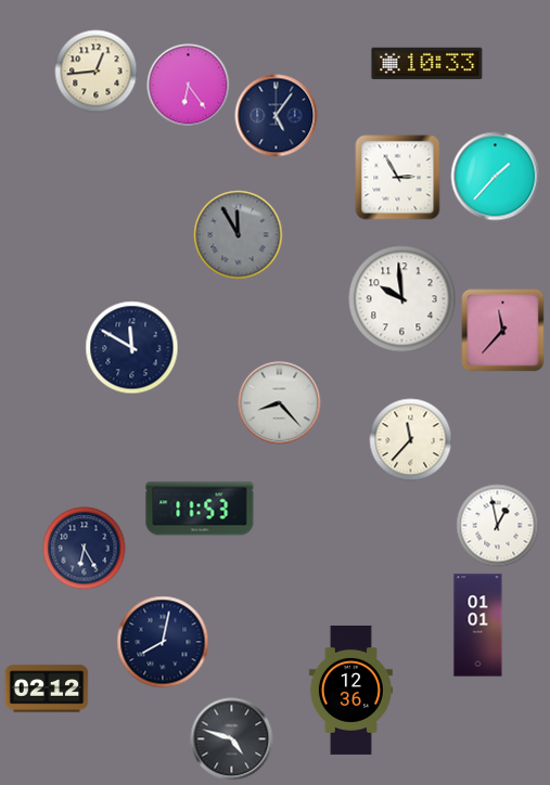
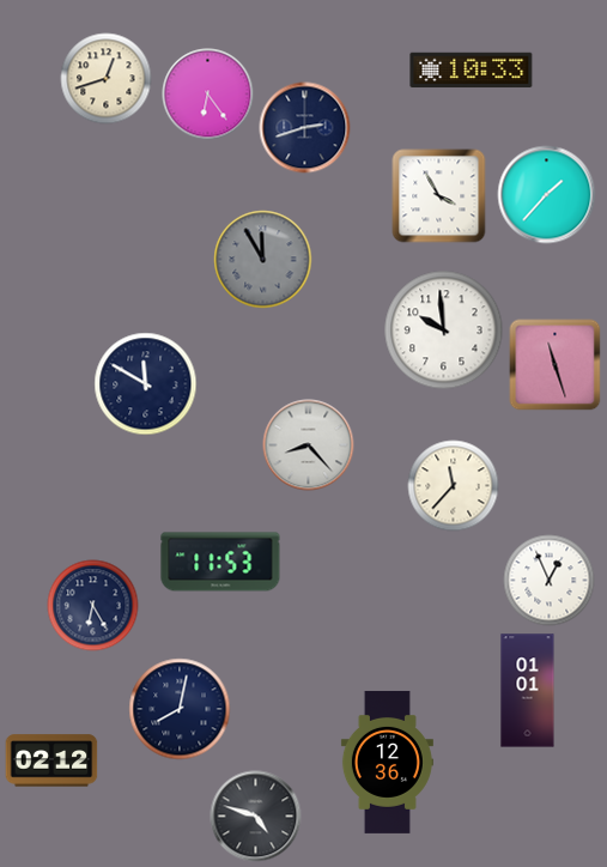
clock at (97, 72): 12:44 -> 12:42
clock at (277, 116): 5:06 -> 2:42
clock at (398, 178): 2:55 -> 3:55
clock at (503, 331): 11:37 -> 11:27
clock at (498, 526): 12:58 -> 12:56
